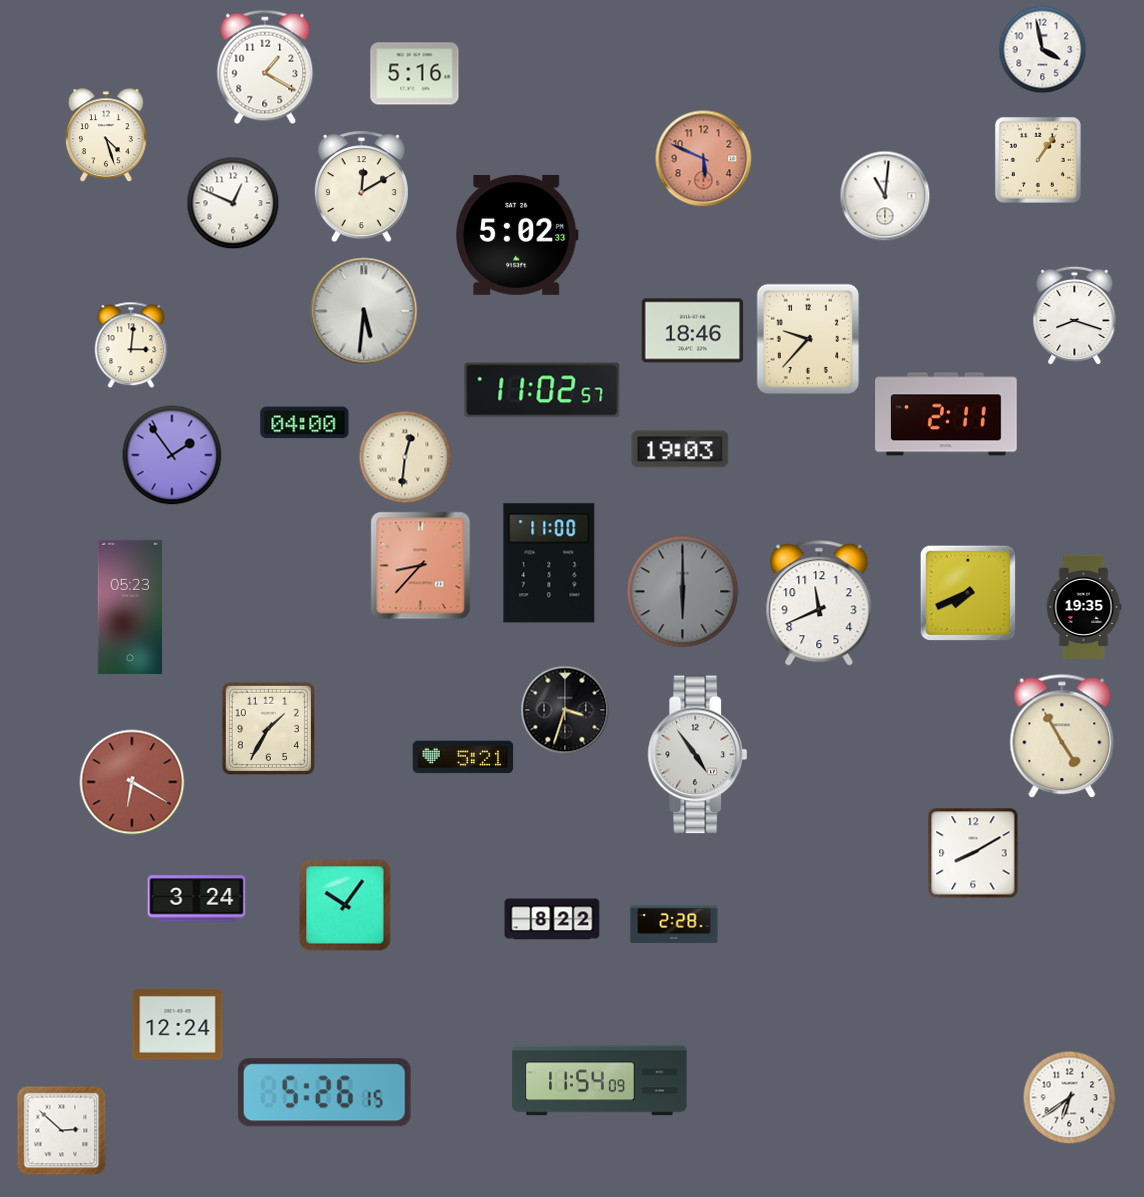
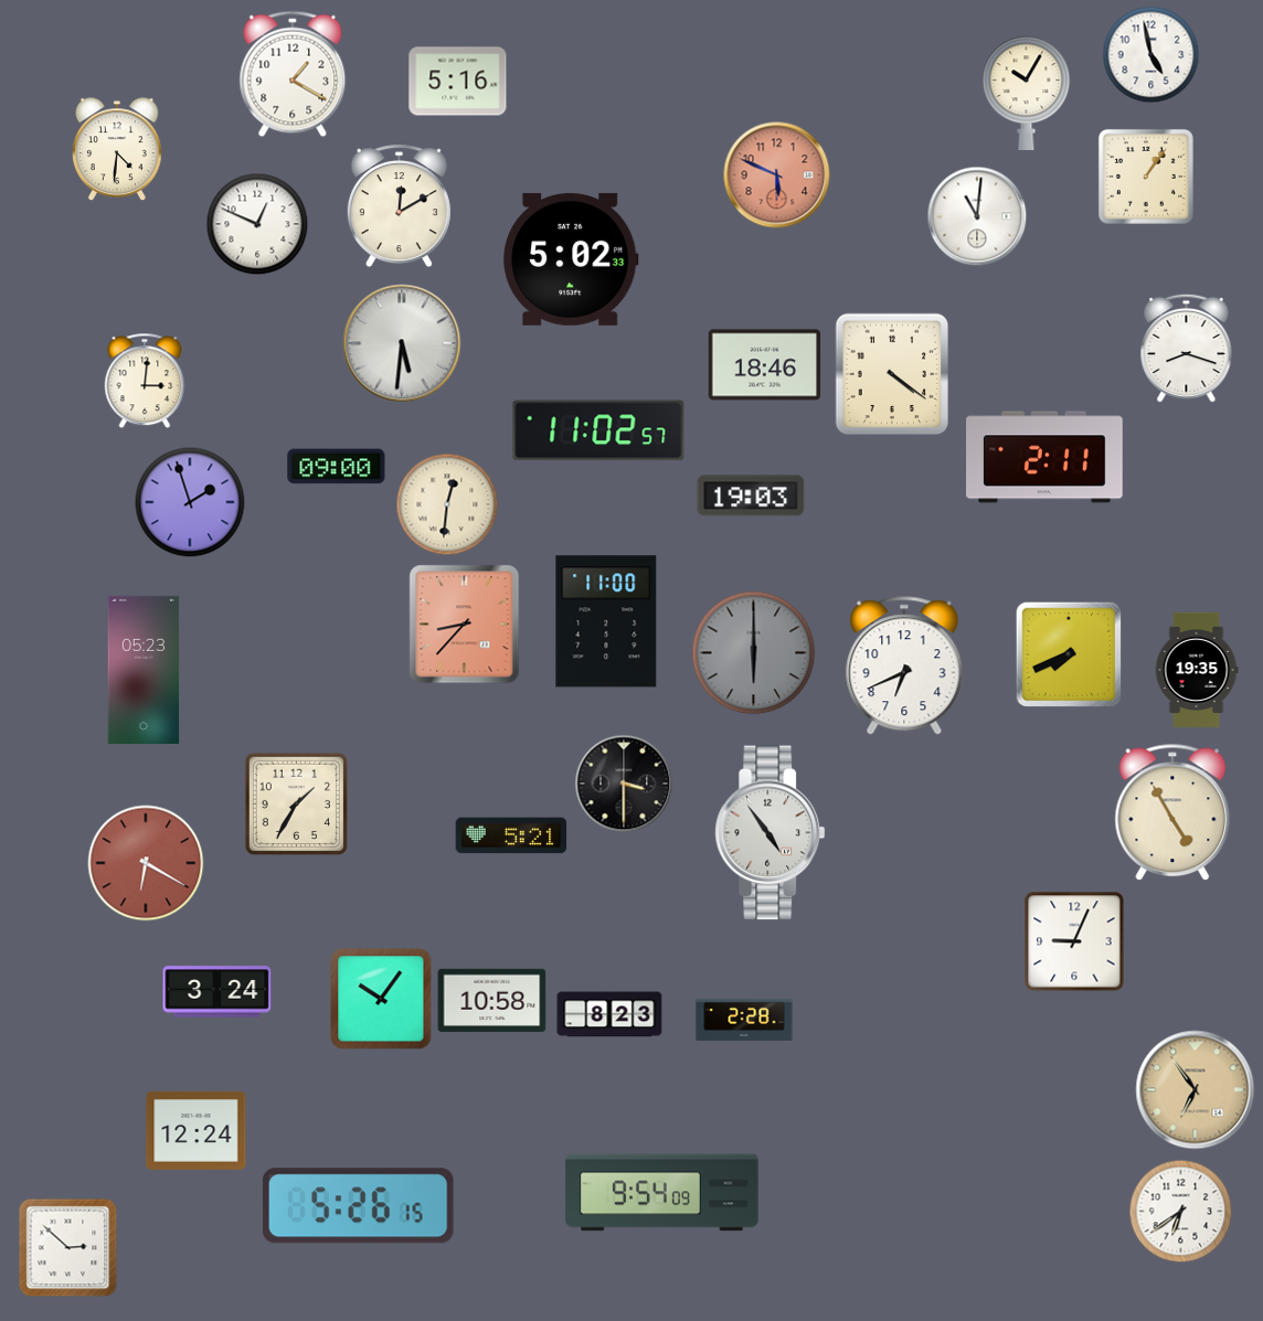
clock at (1043, 50): 3:58 -> 4:58
clock at (1027, 93): none -> 10:05
clock at (107, 136): 4:27 -> 4:31
clock at (808, 339): 9:37 -> 4:21
clock at (305, 423): 04:00 -> 09:00
clock at (172, 455): 1:54 -> 1:57
clock at (819, 604): 11:41 -> 6:41
clock at (565, 710): 3:33 -> 3:30
clock at (973, 853): 8:10 -> 9:04
clock at (492, 1000): none -> 10:58
clock at (552, 919): 8:22 -> 8:23
clock at (1196, 1090): none -> 6:54
clock at (600, 1081): 11:54 -> 9:54
